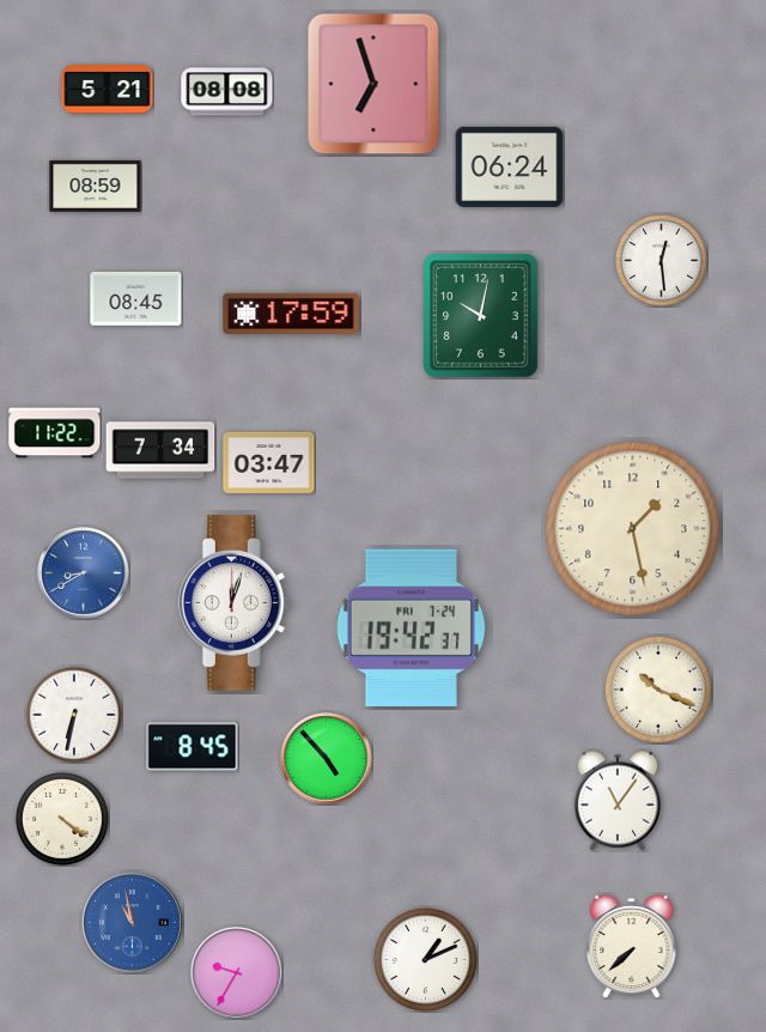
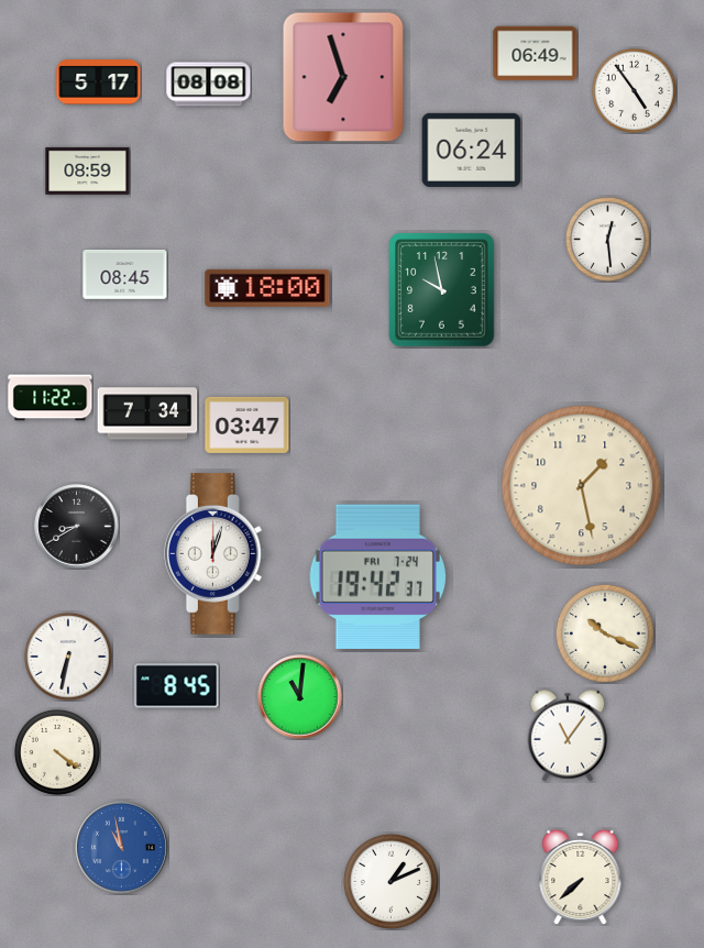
clock at (536, 54): none -> 06:49
clock at (108, 90): 5:21 -> 5:17
clock at (634, 90): none -> 4:54
clock at (510, 166) position: (510, 166) -> (472, 150)
clock at (291, 314): 17:59 -> 18:00
clock at (481, 316): 10:02 -> 9:58
clock at (84, 573) dial: blue -> black
clock at (327, 759): 4:53 -> 11:01
clock at (632, 946) position: (632, 946) -> (581, 877)
clock at (237, 973): 9:35 -> none
